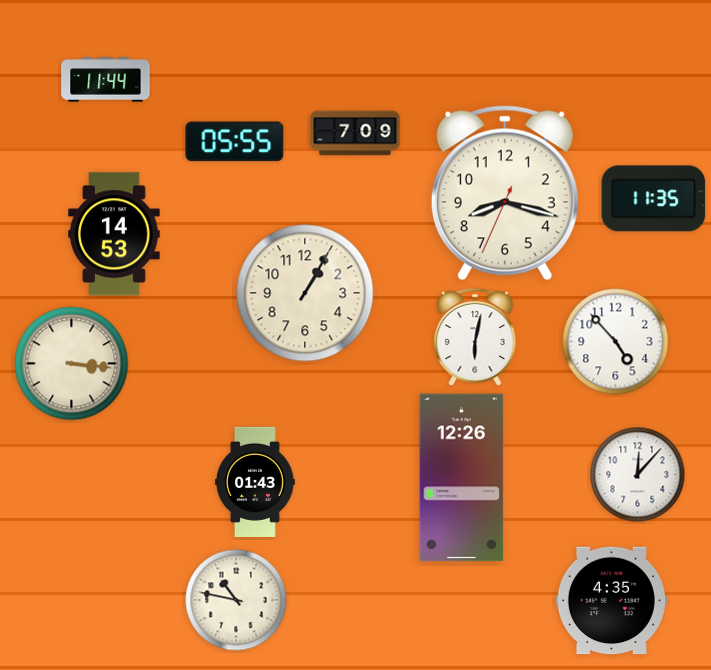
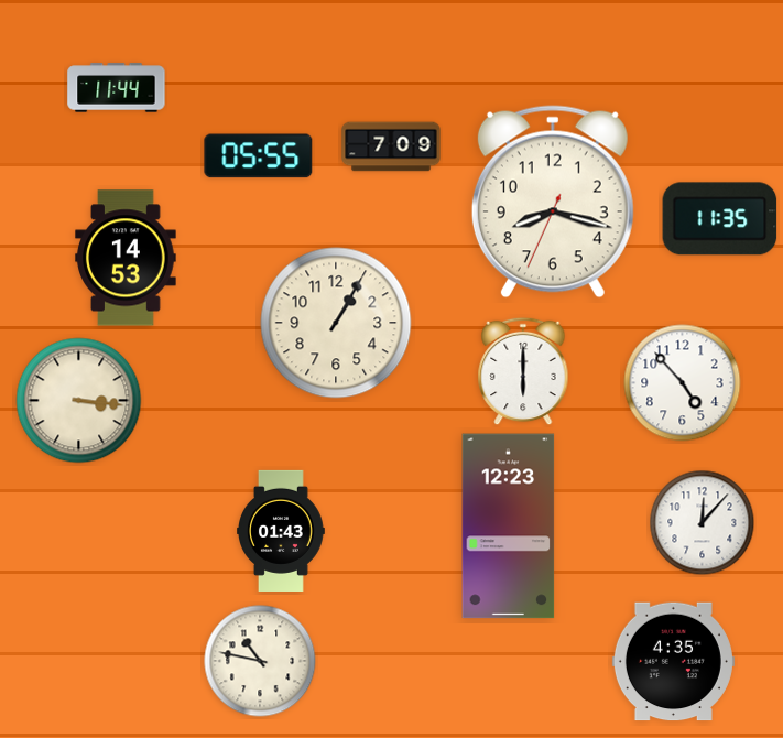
clock at (505, 193) position: (505, 193) -> (553, 202)
clock at (475, 337): 6:02 -> 6:00
clock at (616, 342) position: (616, 342) -> (683, 383)
clock at (462, 478): 12:26 -> 12:23
